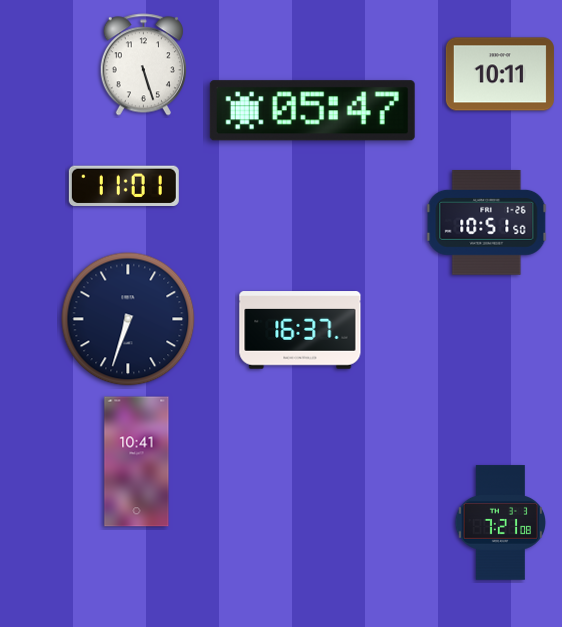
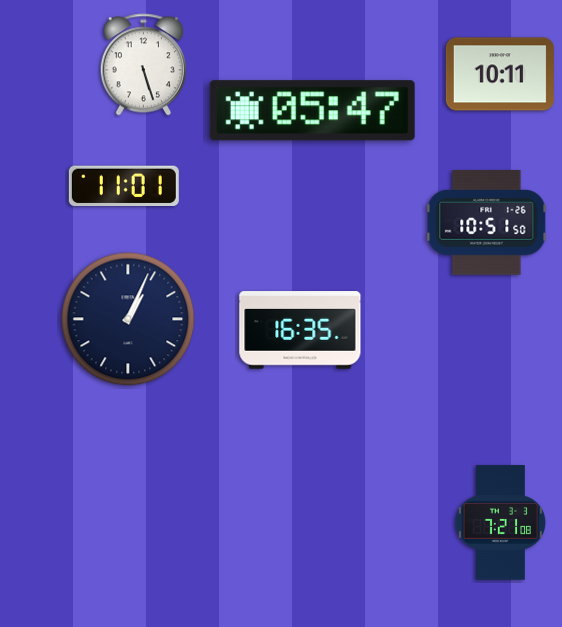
clock at (128, 319): 6:33 -> 1:04
clock at (300, 330): 16:37 -> 16:35
clock at (137, 462): 10:41 -> none
